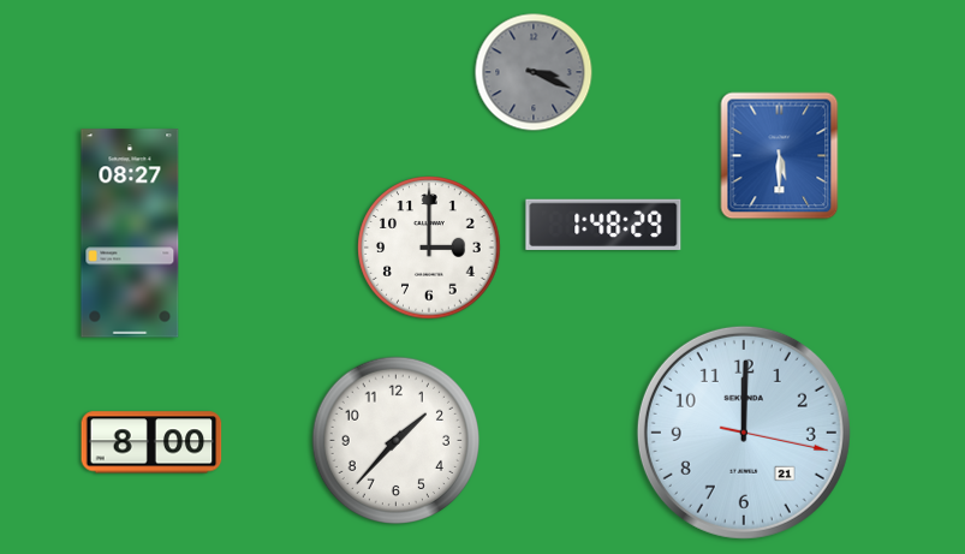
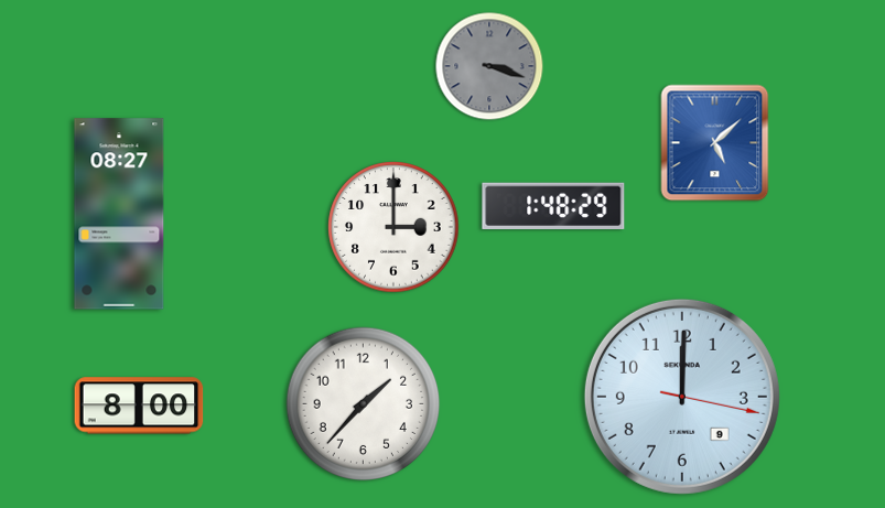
clock at (534, 72): 3:19 -> 3:18
clock at (780, 156): 5:30 -> 5:08
clock at (744, 433) date: 21 -> 9
